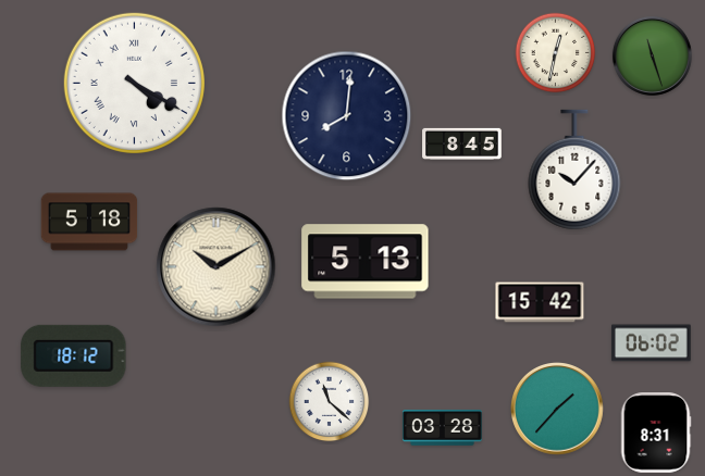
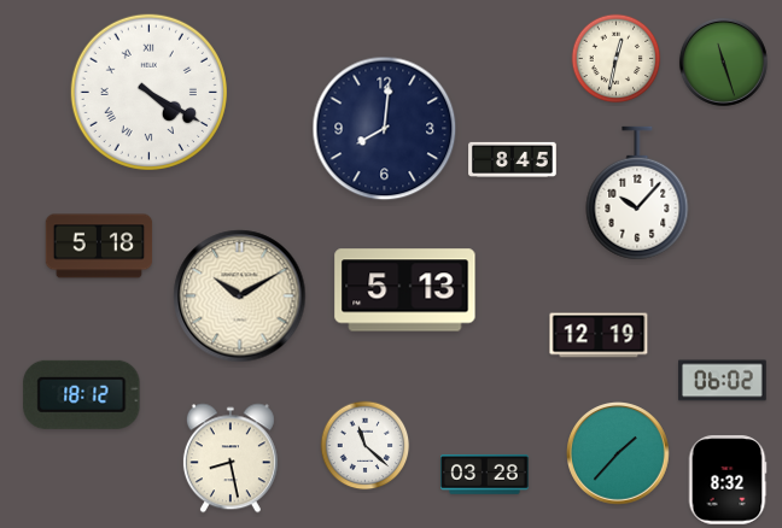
clock at (574, 170) position: (574, 170) -> (637, 193)
clock at (540, 302): 15:42 -> 12:19
clock at (230, 458): none -> 8:28
clock at (443, 428) position: (443, 428) -> (485, 475)
clock at (656, 433): 8:31 -> 8:32
